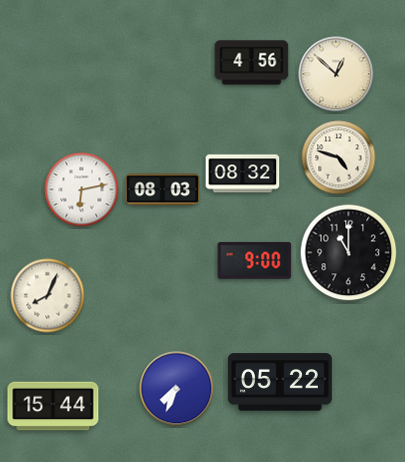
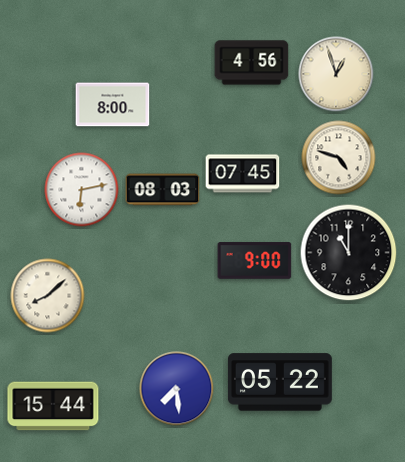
clock at (336, 74): 12:52 -> 12:57
clock at (113, 105): none -> 8:00
clock at (243, 174): 08:32 -> 07:45
clock at (48, 296): 8:04 -> 8:08
clock at (177, 389): 7:34 -> 7:29
